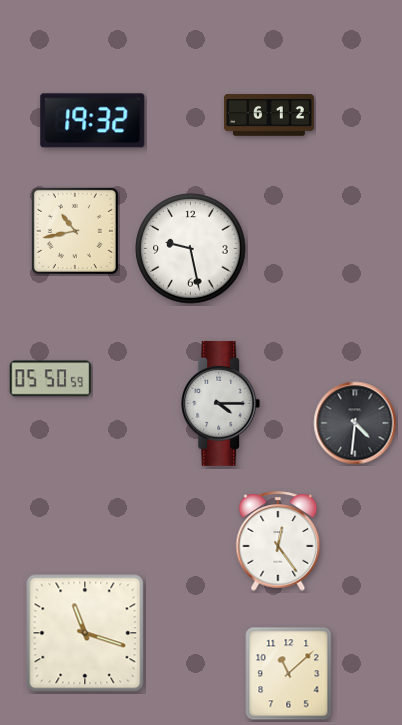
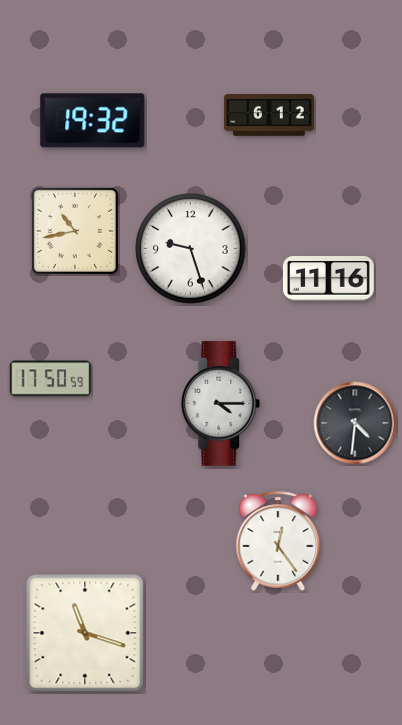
clock at (191, 249): 9:28 -> 9:27
clock at (329, 279): none -> 11:16
clock at (51, 379): 05:50 -> 17:50
clock at (289, 674): 11:08 -> none
